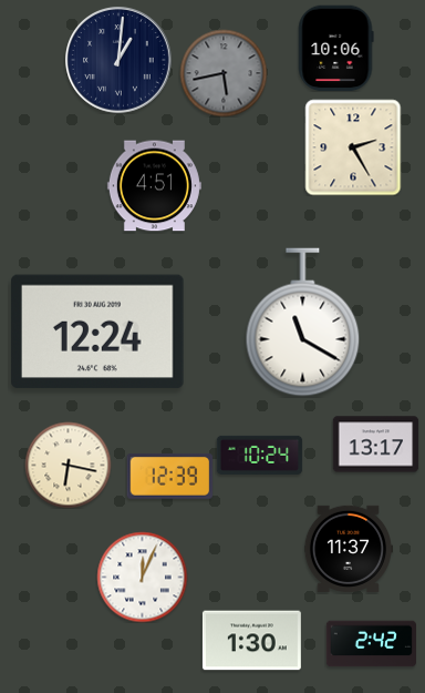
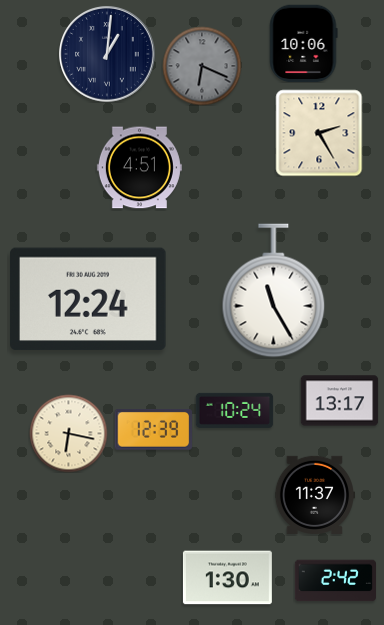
clock at (224, 73): 5:43 -> 6:19
clock at (303, 323): 11:20 -> 11:25
clock at (68, 465) position: (68, 465) -> (68, 433)
clock at (142, 577): 12:04 -> none
